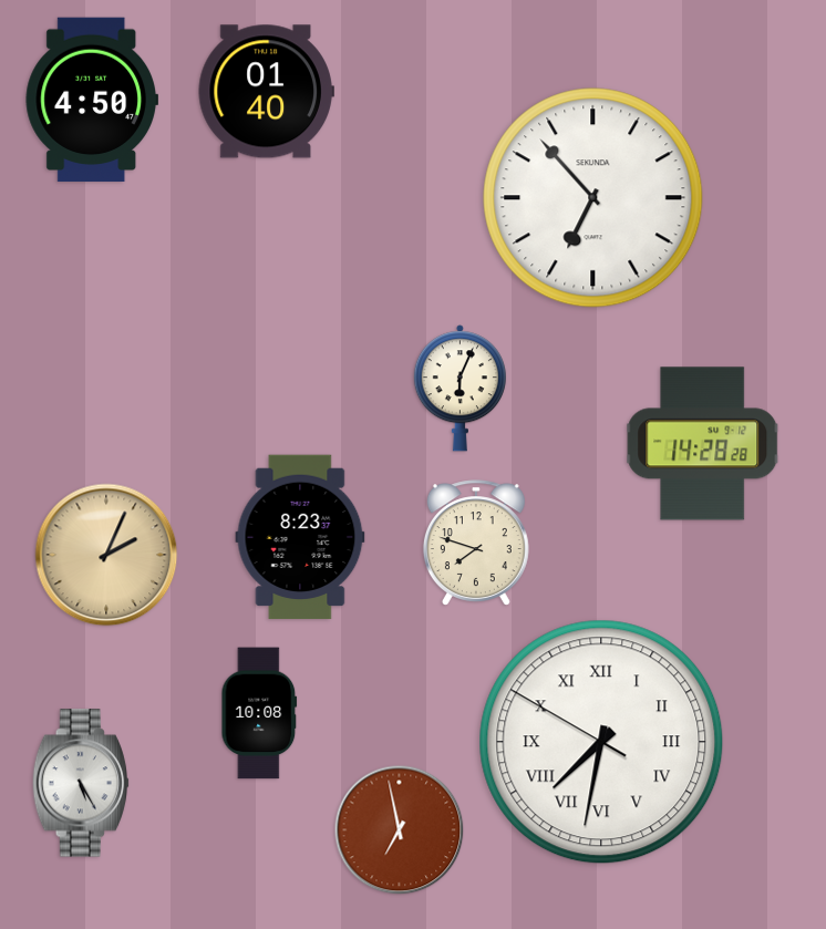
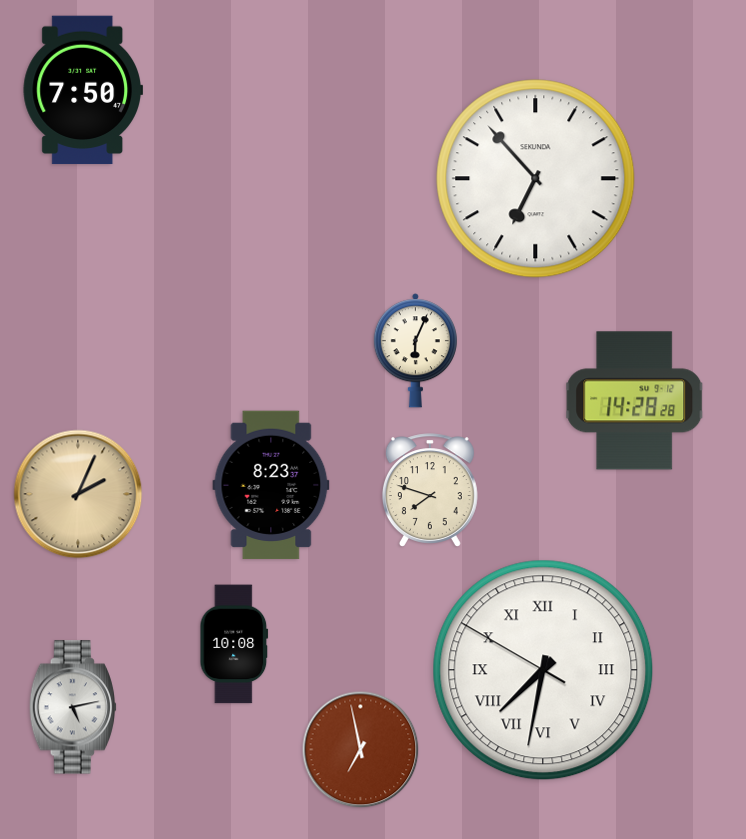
clock at (266, 92): 01:40 -> none
clock at (92, 100): 4:50 -> 7:50
clock at (106, 555) position: (106, 555) -> (78, 494)
clock at (80, 783): 5:25 -> 5:13
